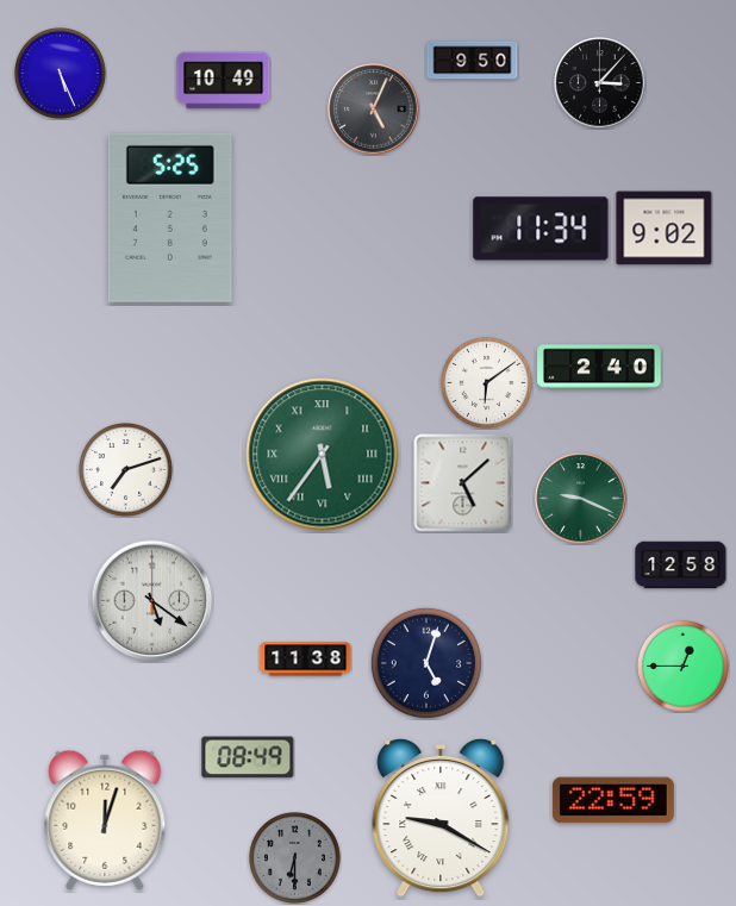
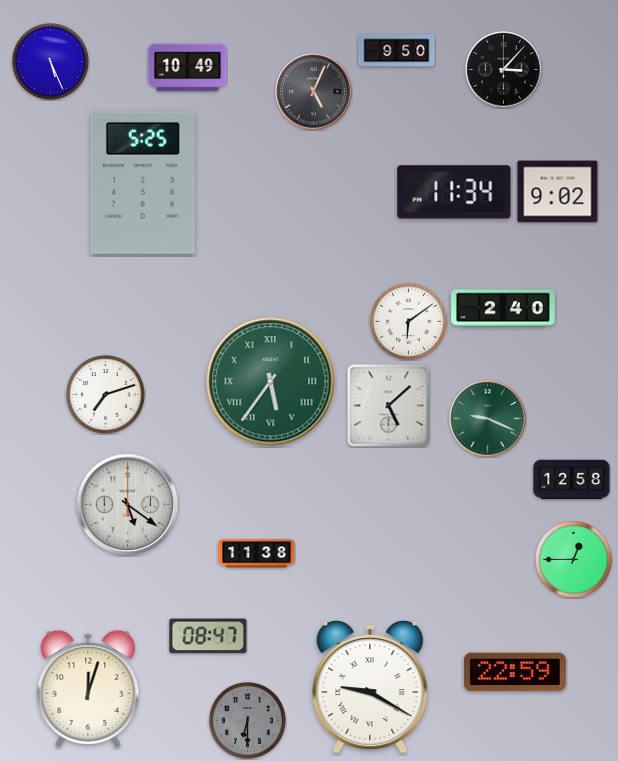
clock at (681, 566) position: (681, 566) -> (572, 480)
clock at (426, 663): 5:03 -> none
clock at (248, 757): 08:49 -> 08:47
